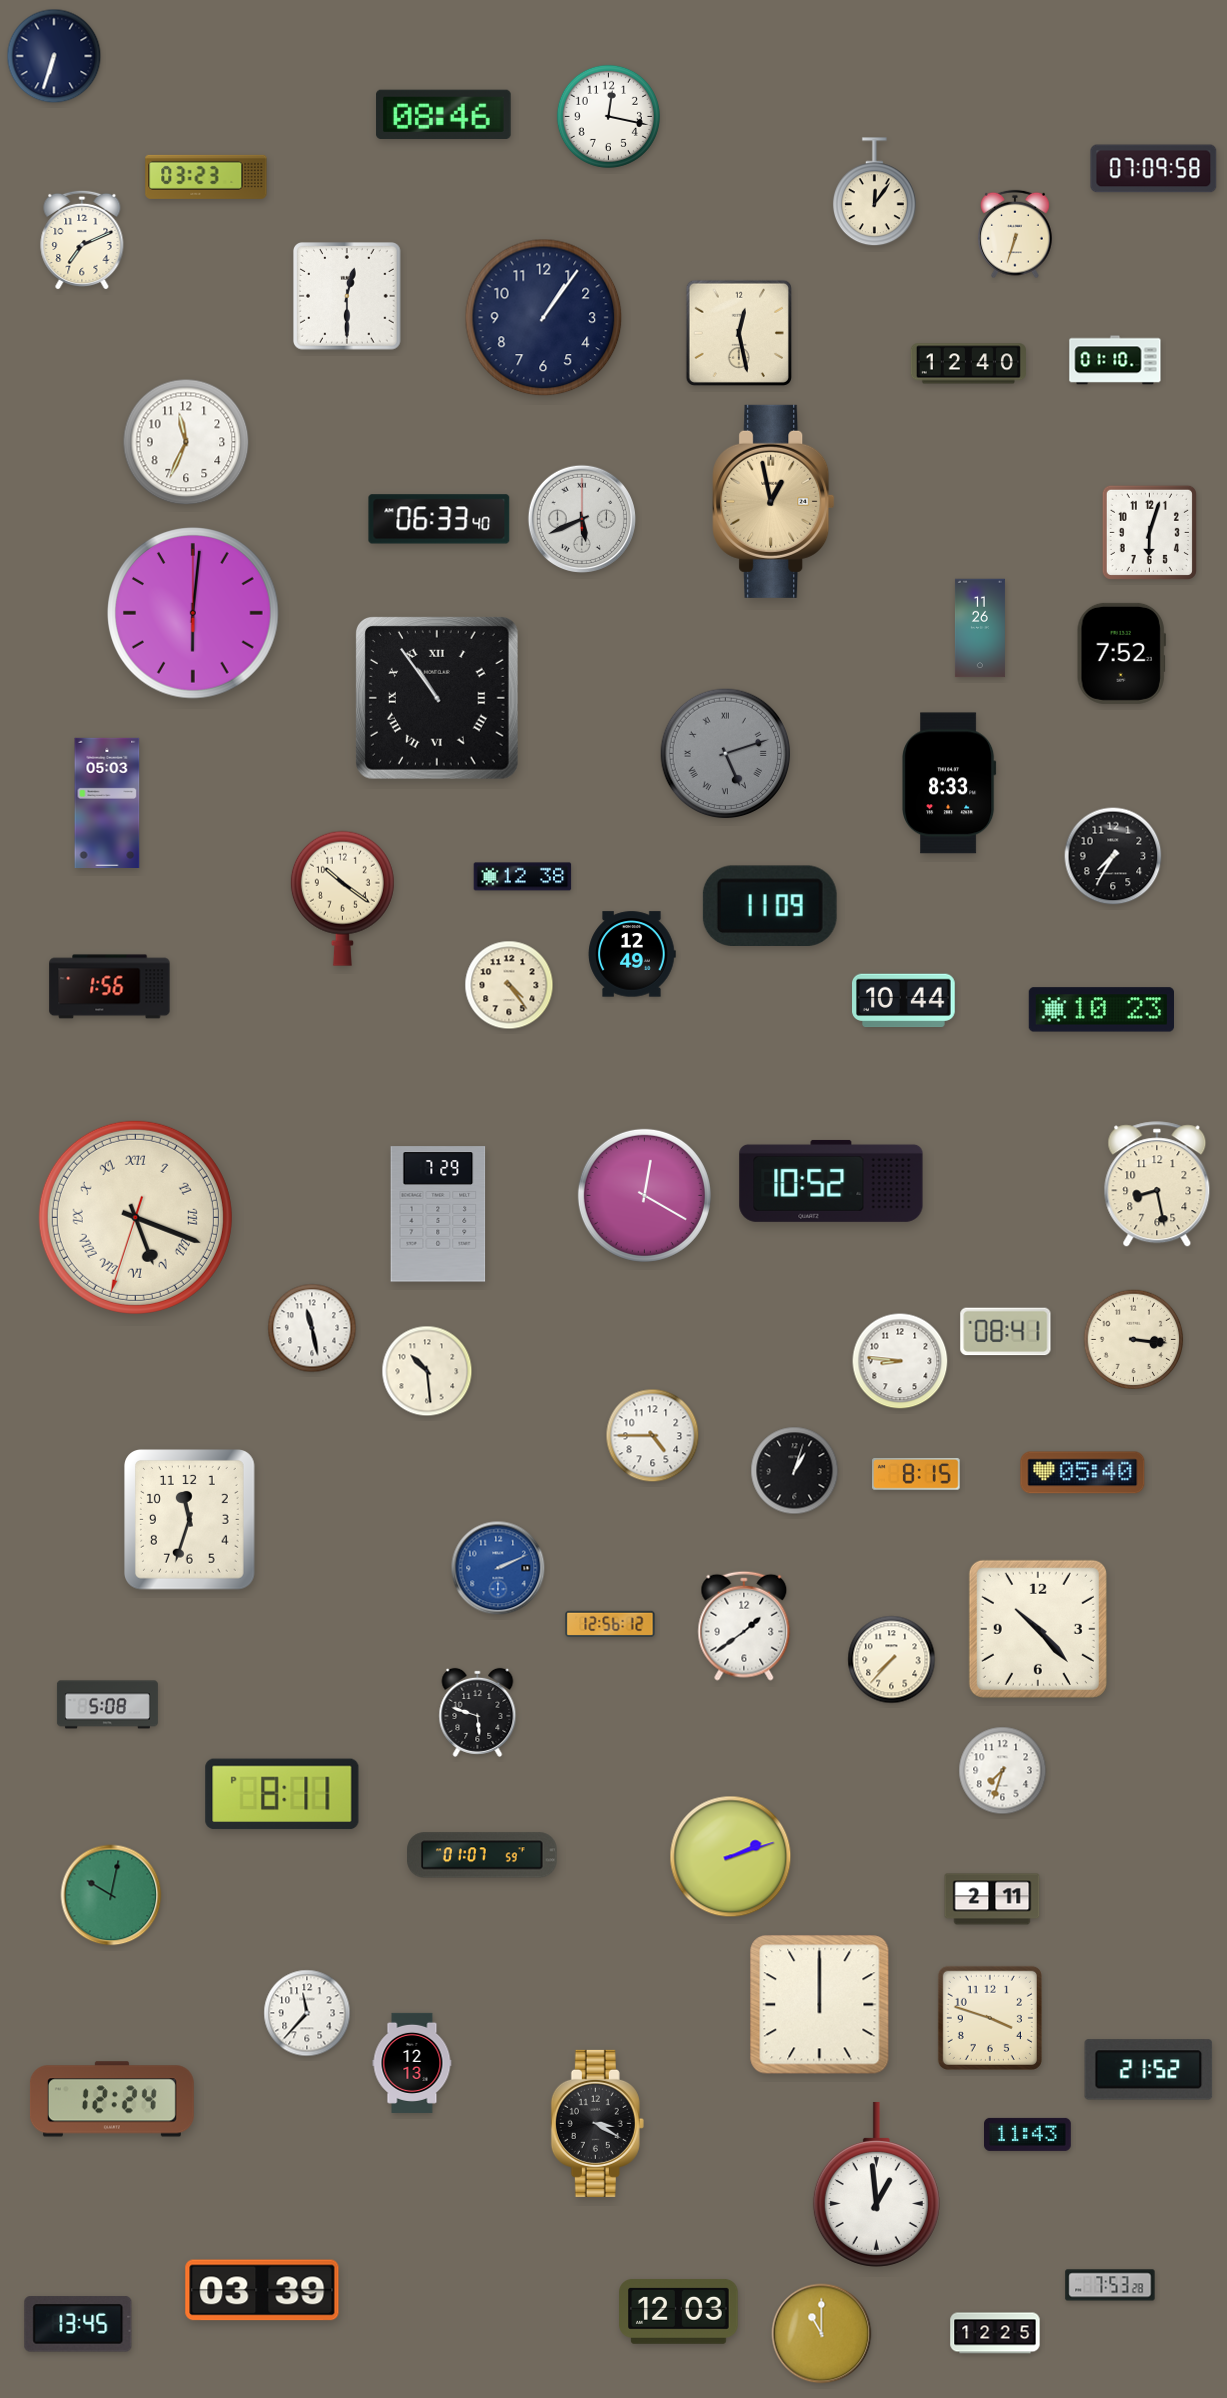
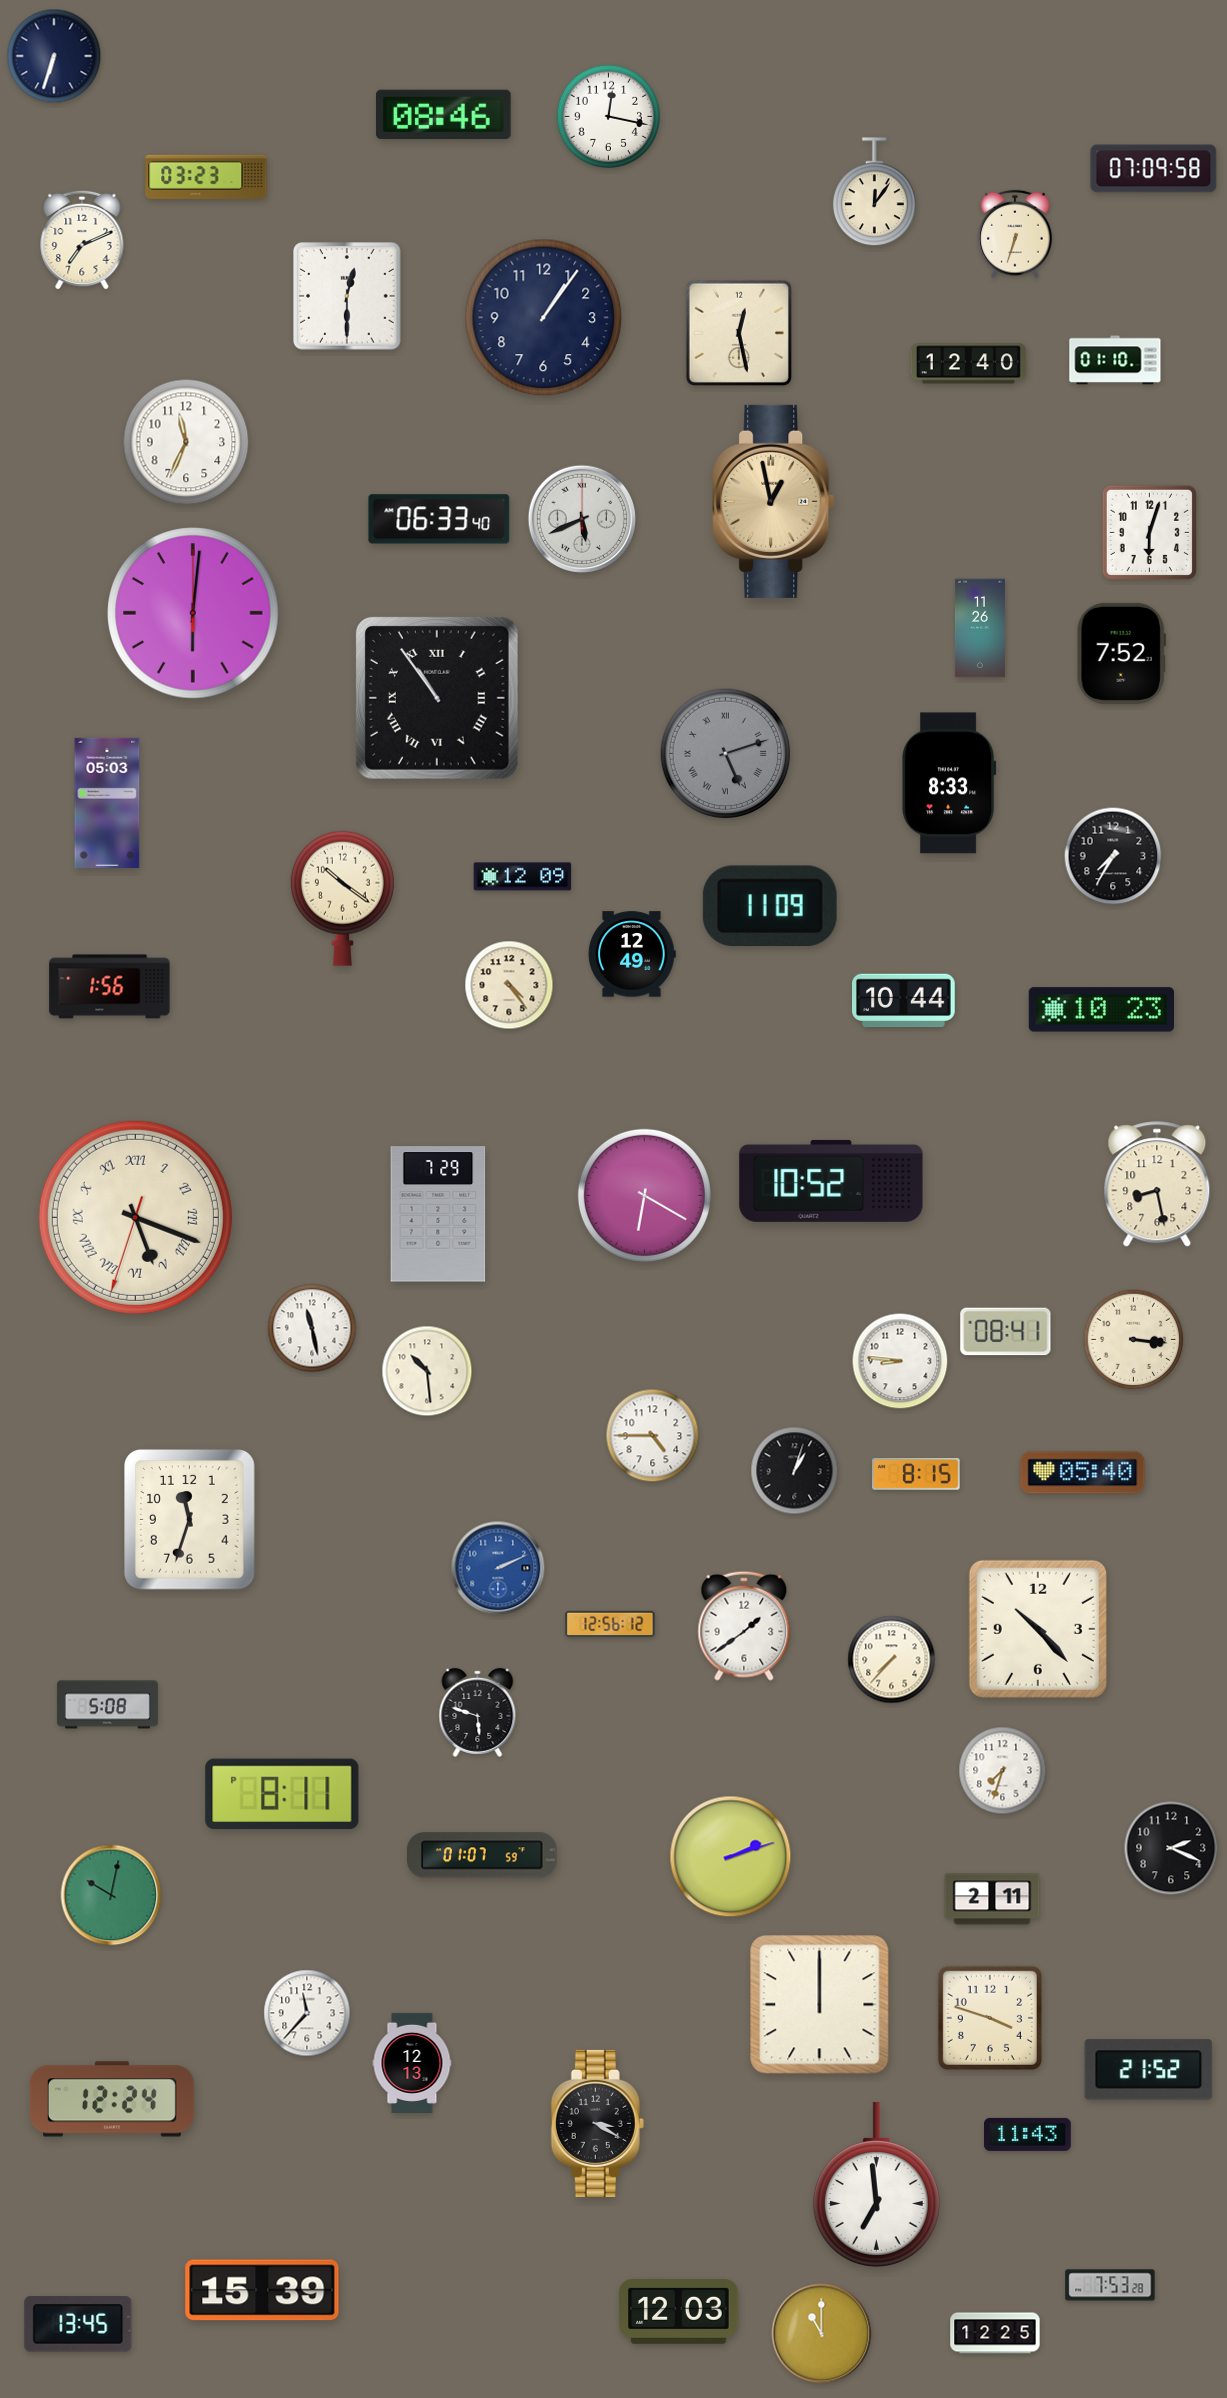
clock at (523, 877): 12:38 -> 12:09
clock at (644, 1195): 12:20 -> 6:20
clock at (1171, 1848): none -> 2:19
clock at (876, 2184): 12:59 -> 6:59
clock at (262, 2290): 03:39 -> 15:39
